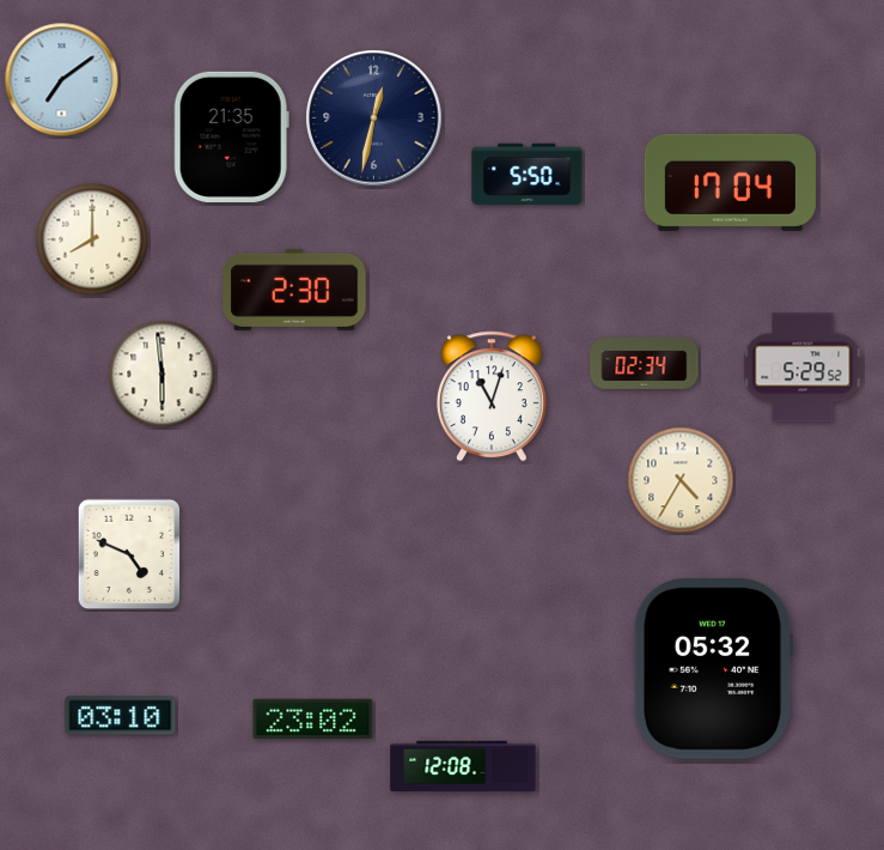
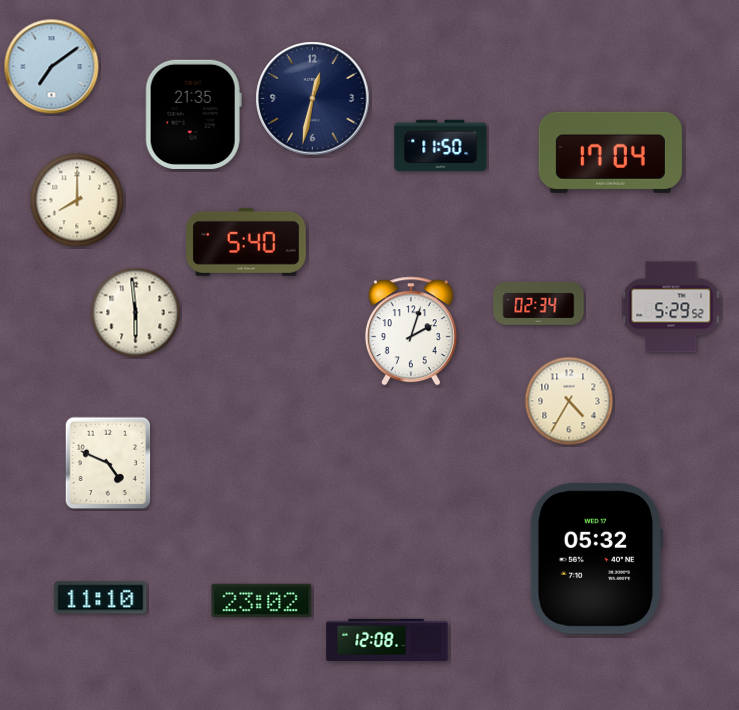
clock at (528, 175): 5:50 -> 11:50
clock at (294, 290): 2:30 -> 5:40
clock at (492, 396): 11:03 -> 2:03
clock at (121, 716): 03:10 -> 11:10
